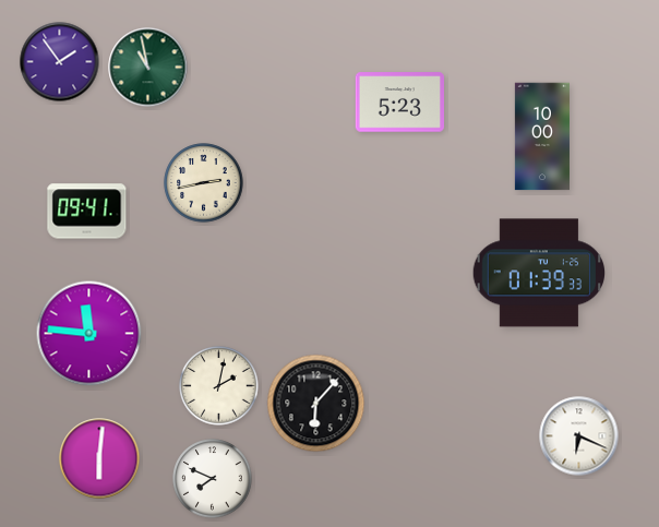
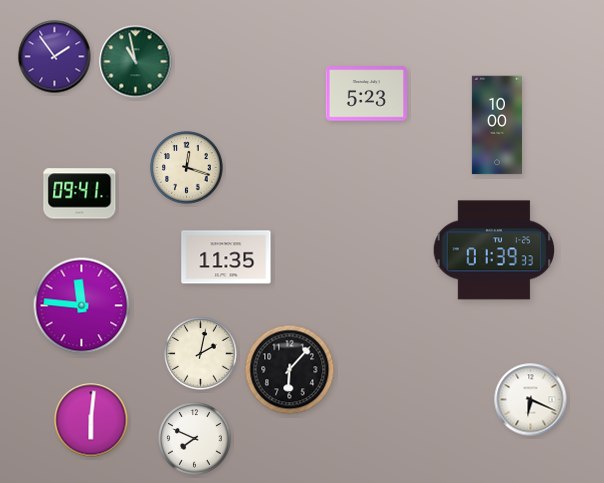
clock at (204, 183): 2:43 -> 12:18
clock at (226, 257): none -> 11:35
